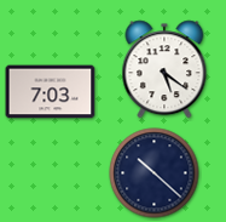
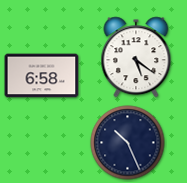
clock at (51, 92): 7:03 -> 6:58
clock at (155, 173): 10:22 -> 10:26
